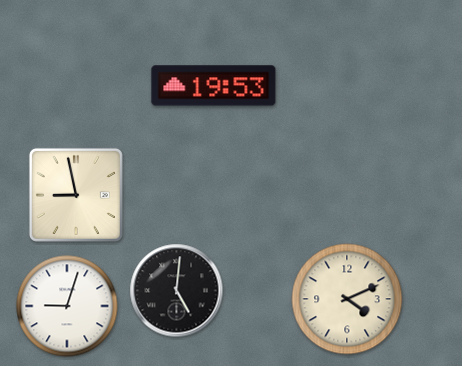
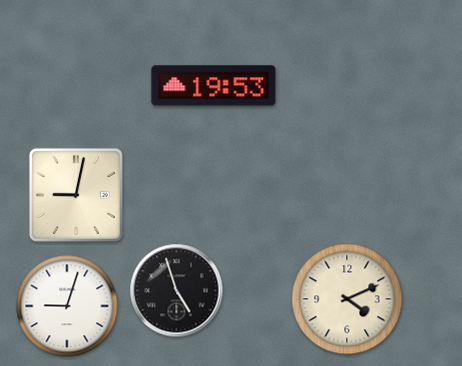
clock at (76, 195): 8:58 -> 9:02
clock at (177, 291): 5:01 -> 4:57
